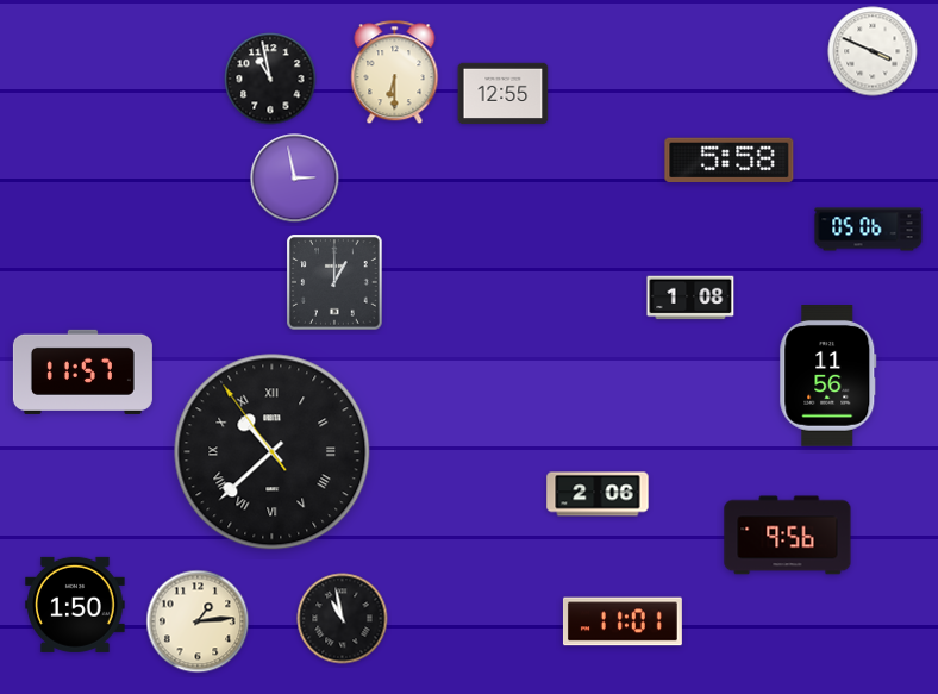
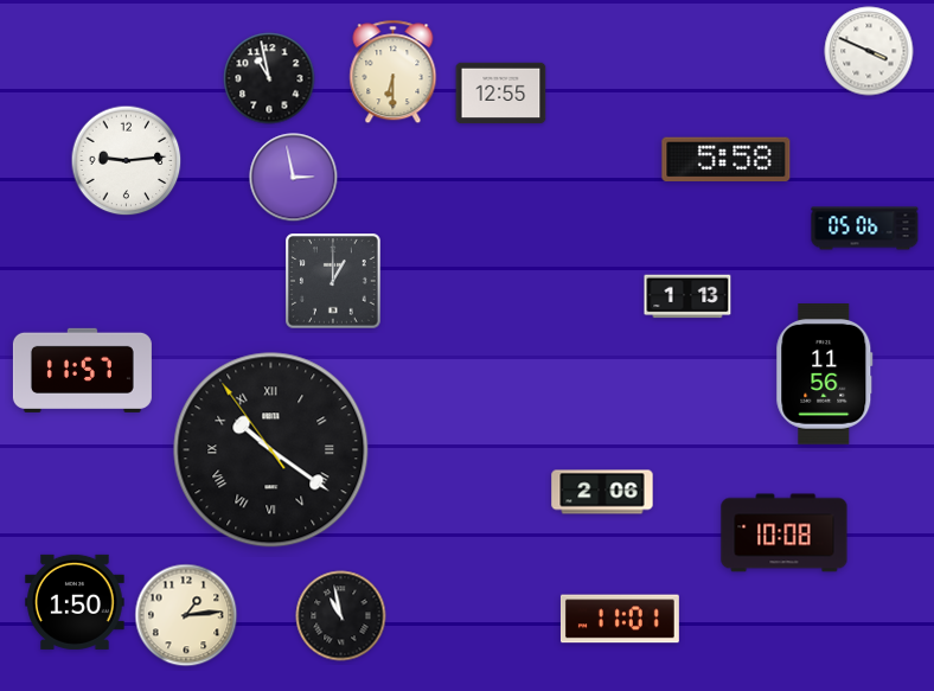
clock at (127, 161): none -> 9:14
clock at (690, 298): 1:08 -> 1:13
clock at (273, 452): 10:37 -> 10:20
clock at (598, 494) position: (598, 494) -> (602, 492)
clock at (788, 536): 9:56 -> 10:08
clock at (198, 621) position: (198, 621) -> (186, 615)
